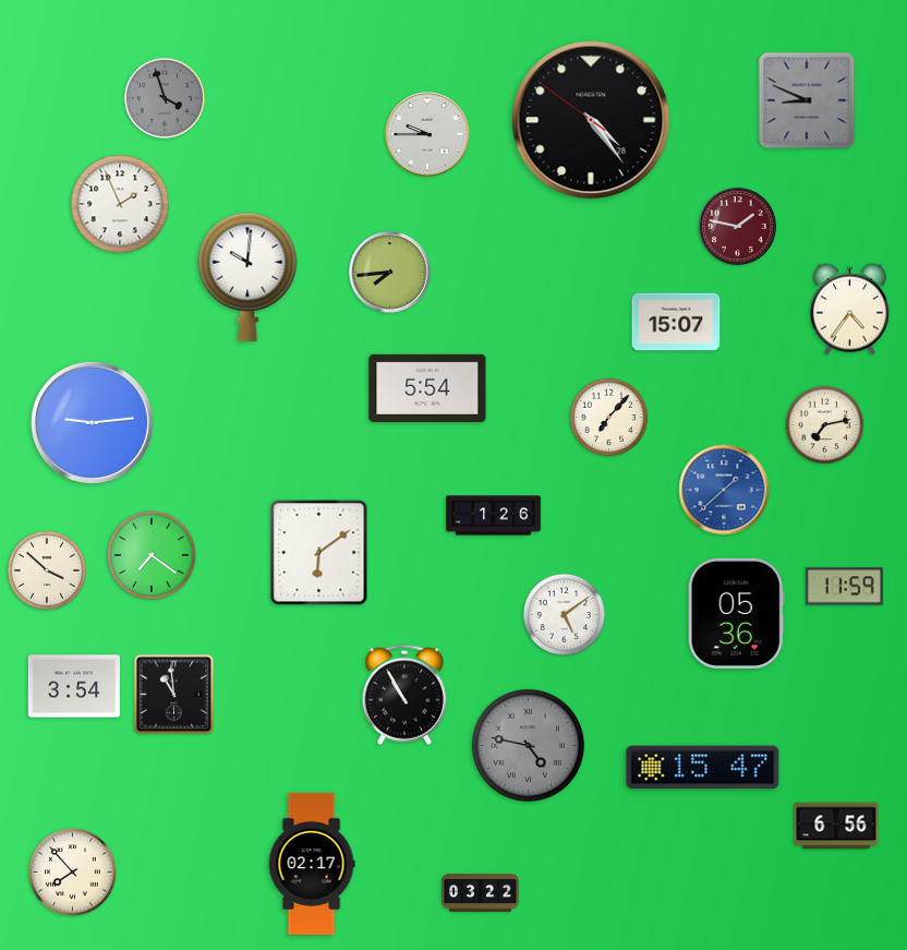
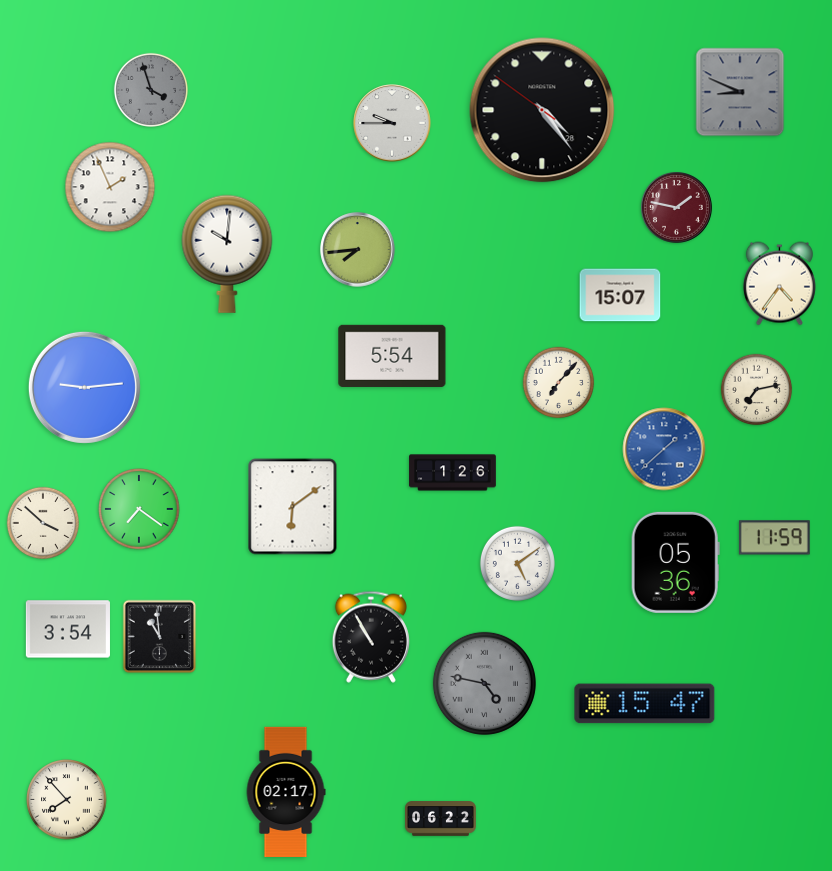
clock at (836, 826): 6:56 -> none
clock at (481, 893): 03:22 -> 06:22
